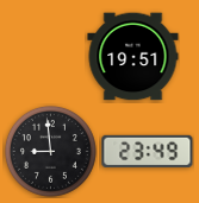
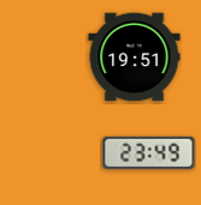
clock at (50, 151): 8:59 -> none
